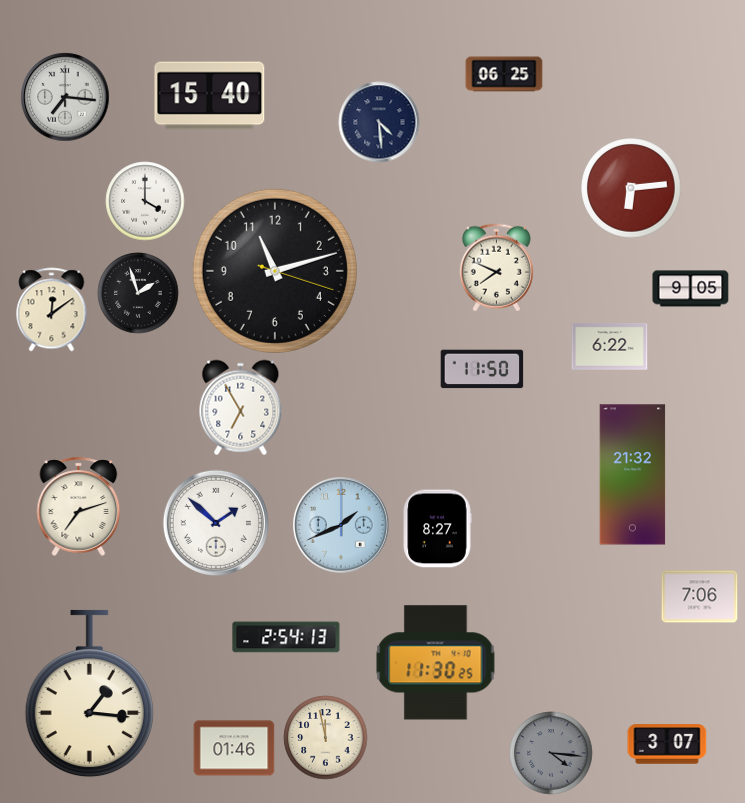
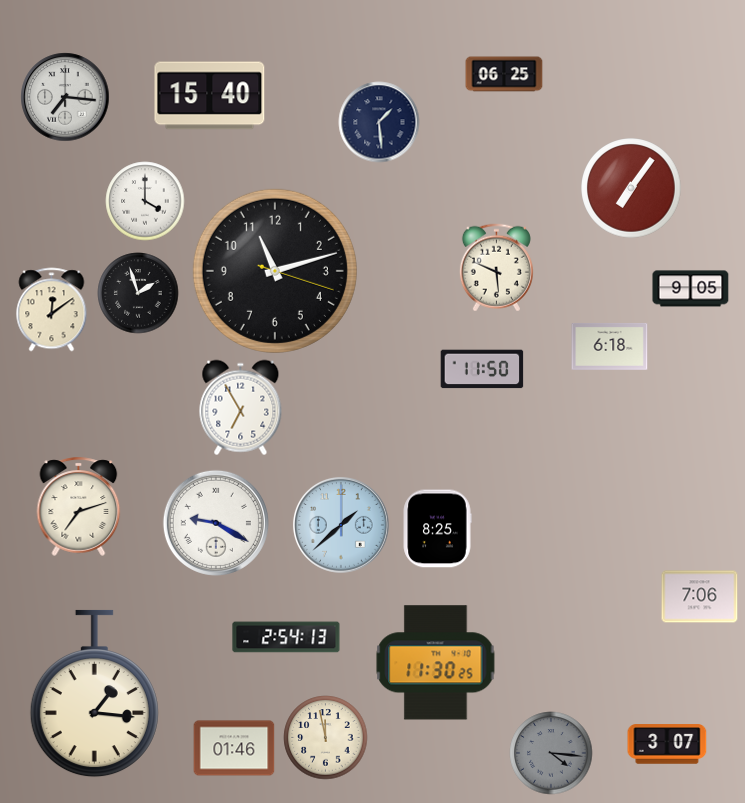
clock at (379, 122): 4:29 -> 1:29
clock at (631, 188): 6:14 -> 7:06
clock at (496, 268): 7:49 -> 5:49
clock at (610, 346): 6:22 -> 6:18
clock at (633, 475): 21:32 -> none
clock at (216, 523): 1:52 -> 9:20
clock at (341, 525): 1:41 -> 1:38
clock at (437, 529): 8:27 -> 8:25
clock at (89, 694) position: (89, 694) -> (94, 694)
